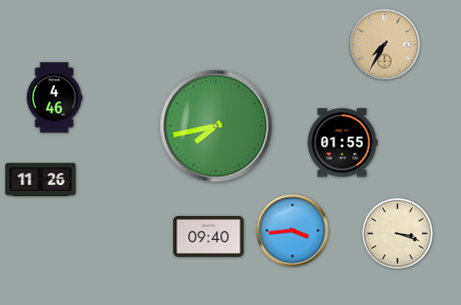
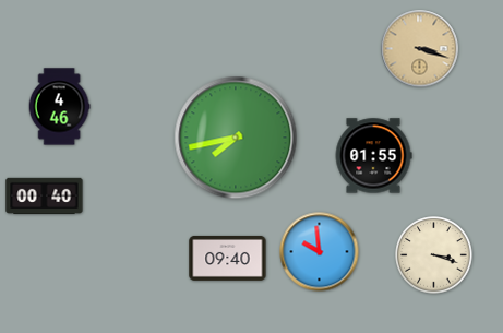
clock at (385, 45): 7:35 -> 3:18
clock at (41, 180): 11:26 -> 00:40
clock at (293, 231): 3:44 -> 9:59
